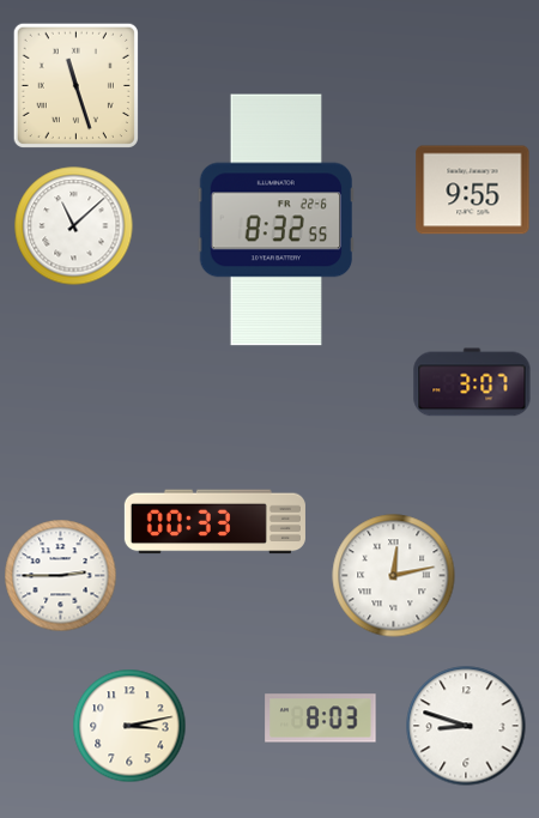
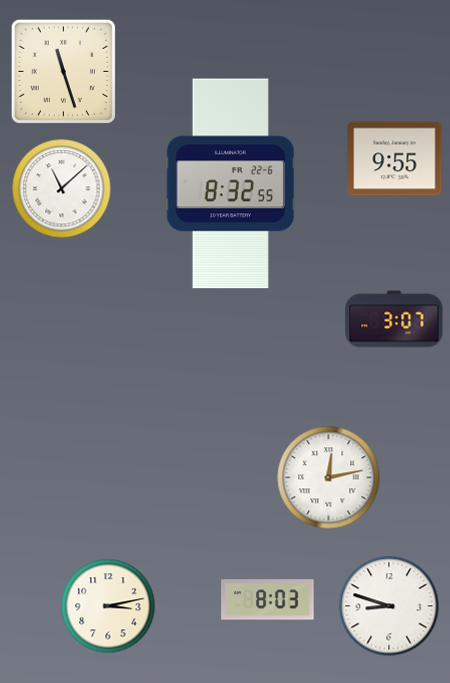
clock at (214, 522): 00:33 -> none
clock at (61, 576): 2:45 -> none
clock at (394, 576) position: (394, 576) -> (329, 478)
